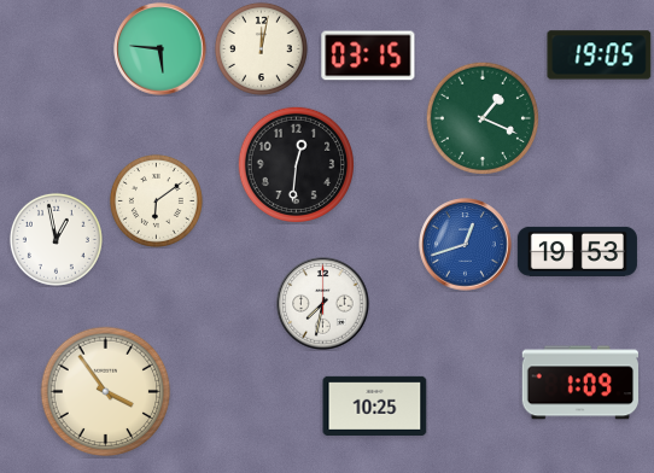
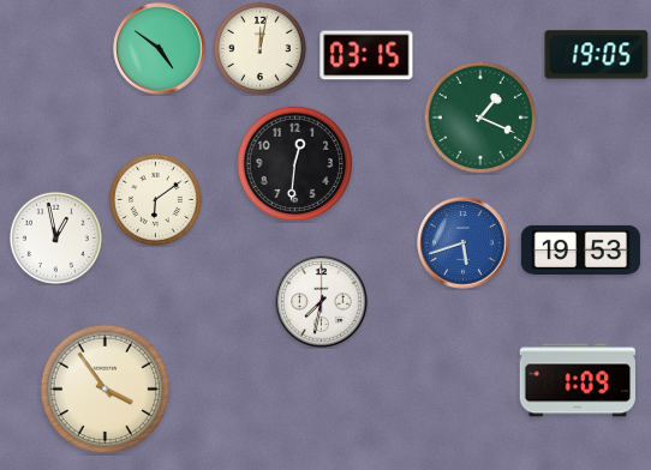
clock at (160, 49): 5:46 -> 4:51
clock at (466, 245): 12:42 -> 5:42
clock at (577, 251) position: (577, 251) -> (580, 249)
clock at (375, 405): 10:25 -> none
